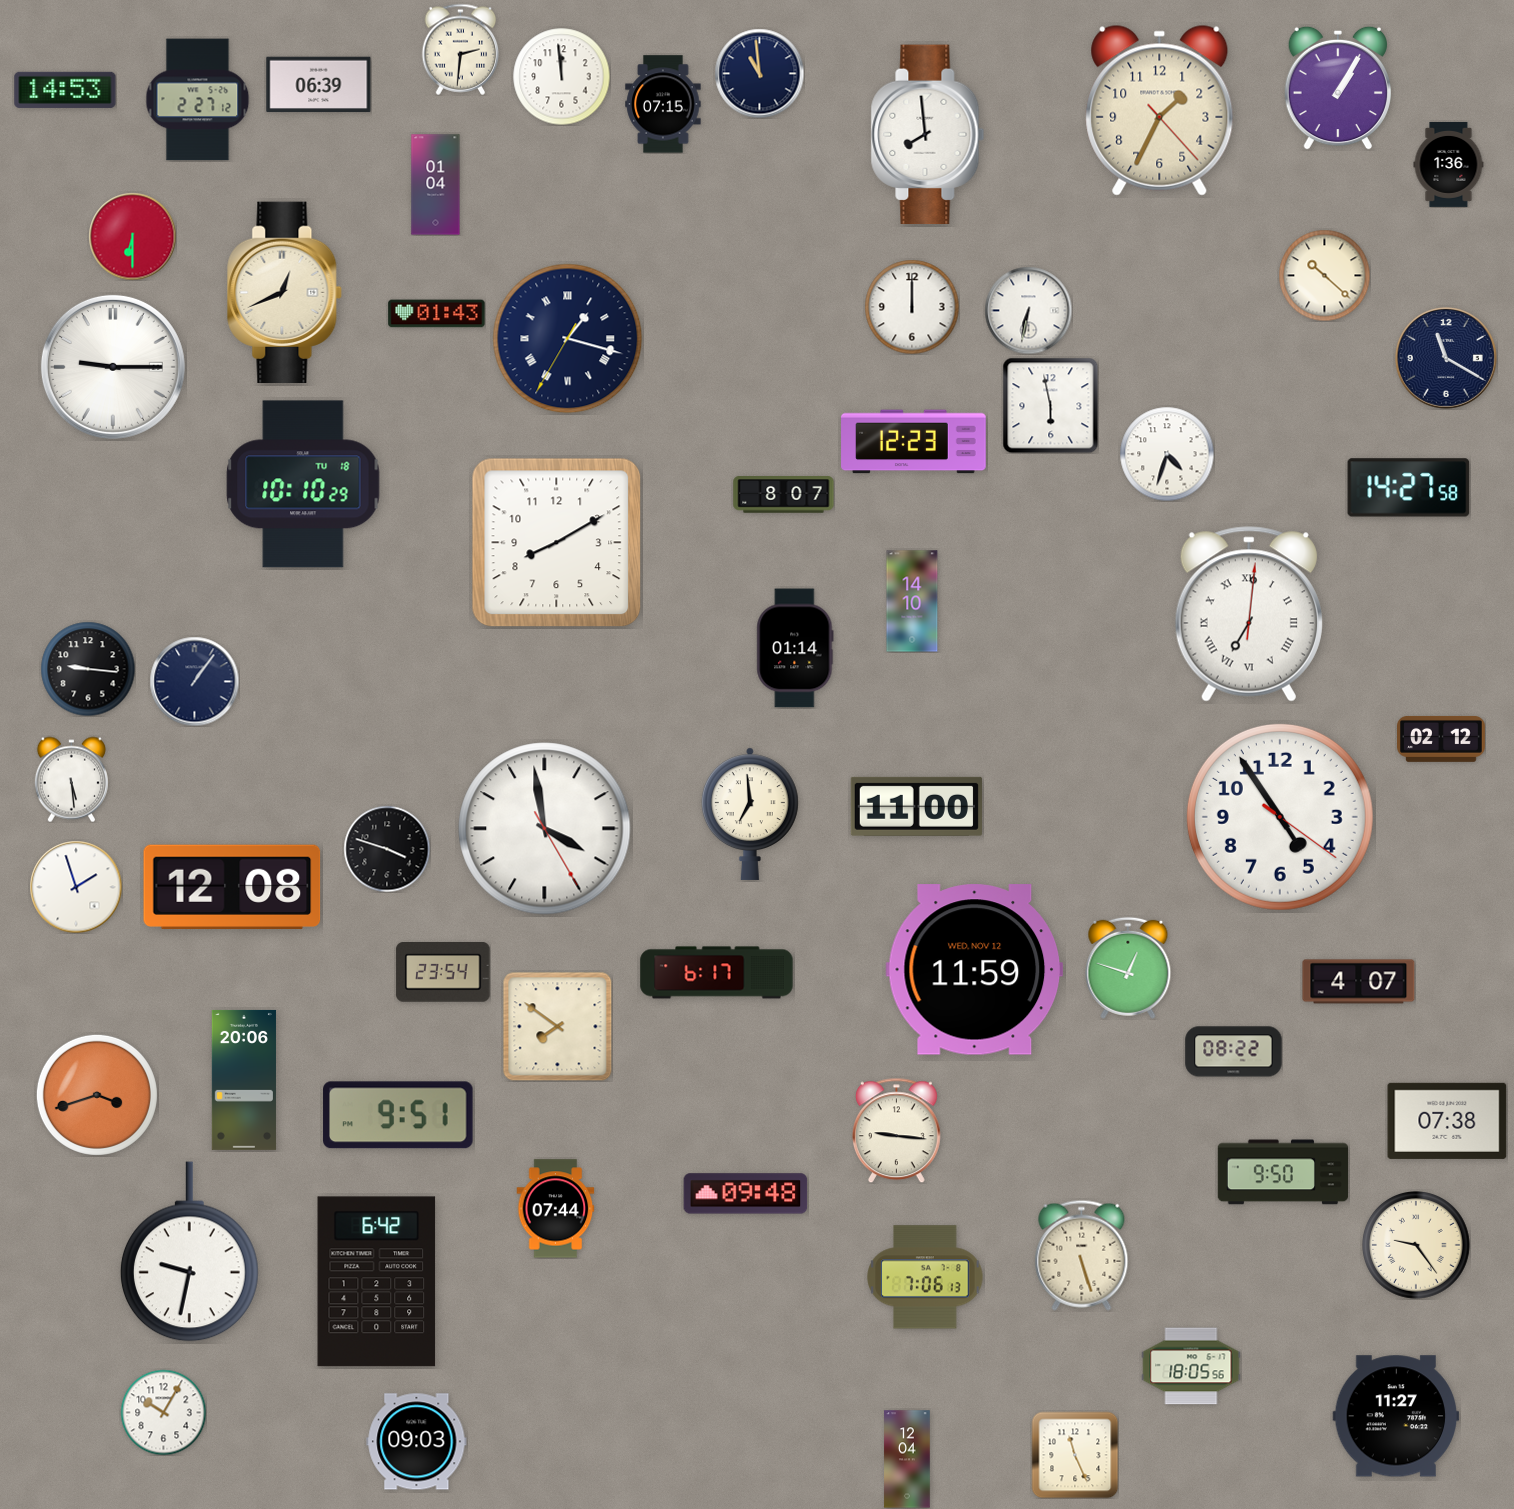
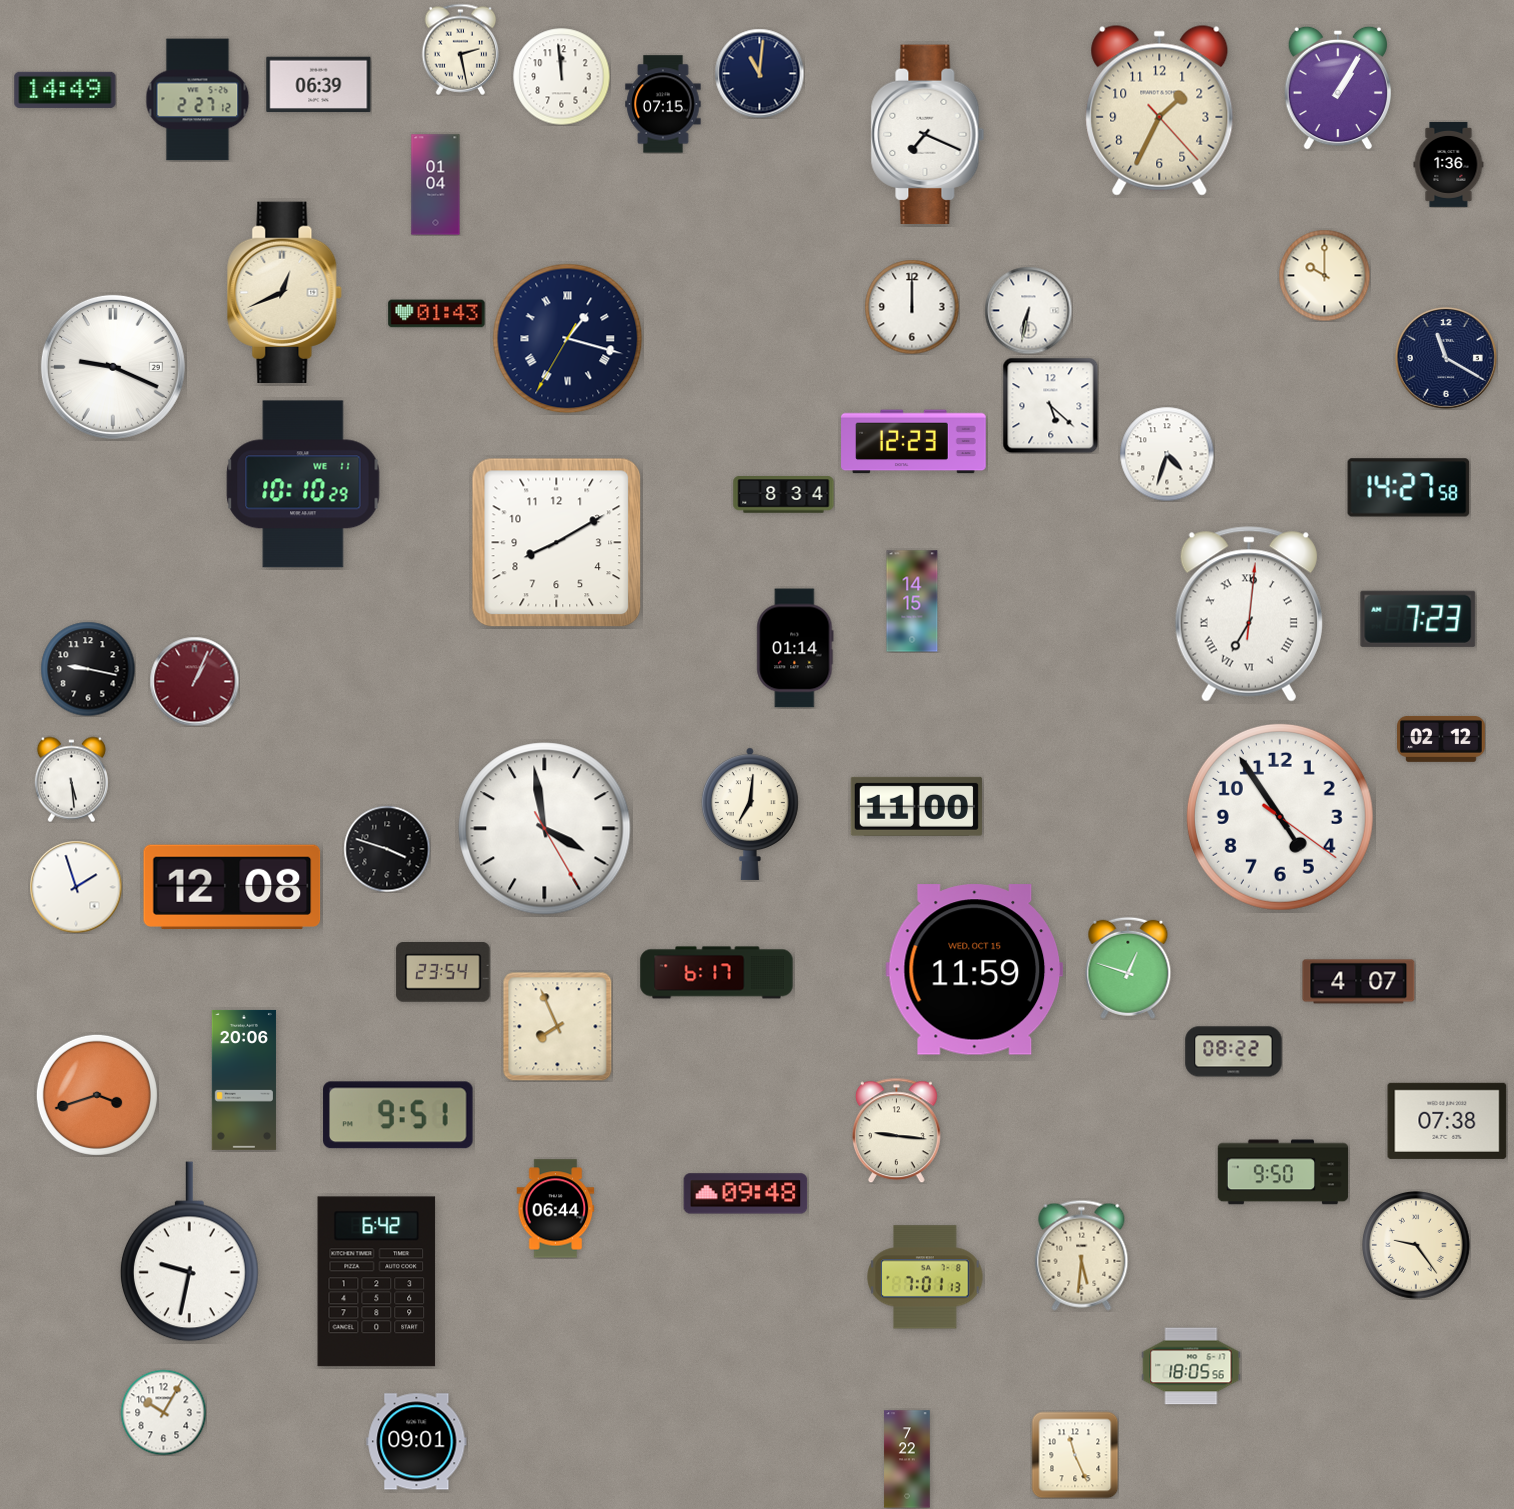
clock at (461, 49): 2:31 -> 2:28
clock at (759, 73): 10:59 -> 11:01
clock at (65, 90): 14:53 -> 14:49
clock at (928, 135): 7:59 -> 7:19
clock at (132, 236): 6:30 -> none
clock at (1324, 275): 10:22 -> 10:00
clock at (113, 367): 9:15 -> 9:19
clock at (1050, 405): 5:58 -> 5:22
clock at (303, 484) date: TU 18 -> WE 11
clock at (784, 495): 8:07 -> 8:34
clock at (912, 601): 14:10 -> 14:15
clock at (1418, 619): none -> 7:23
clock at (88, 669): 9:16 -> 9:17
clock at (194, 681): 1:06 -> 1:04
clock at (194, 681) dial: navy -> burgundy
clock at (750, 814): 6:59 -> 7:01
clock at (975, 970) date: WED, NOV 12 -> WED, OCT 15
clock at (558, 1027): 7:51 -> 7:56
clock at (556, 1209): 07:44 -> 06:44
clock at (1082, 1255): 5:27 -> 5:31
clock at (925, 1277): 7:06 -> 7:01
clock at (1396, 1416): 11:27 -> none
clock at (417, 1442): 09:03 -> 09:01
clock at (907, 1459): 12:04 -> 7:22
